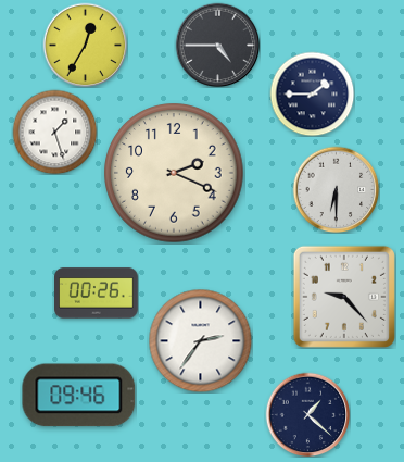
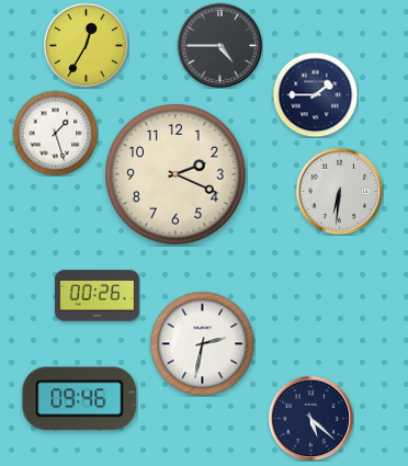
clock at (336, 189): 6:30 -> 6:31
clock at (344, 297): 9:23 -> none
clock at (200, 340): 2:36 -> 2:32
clock at (307, 414): 1:22 -> 5:22
